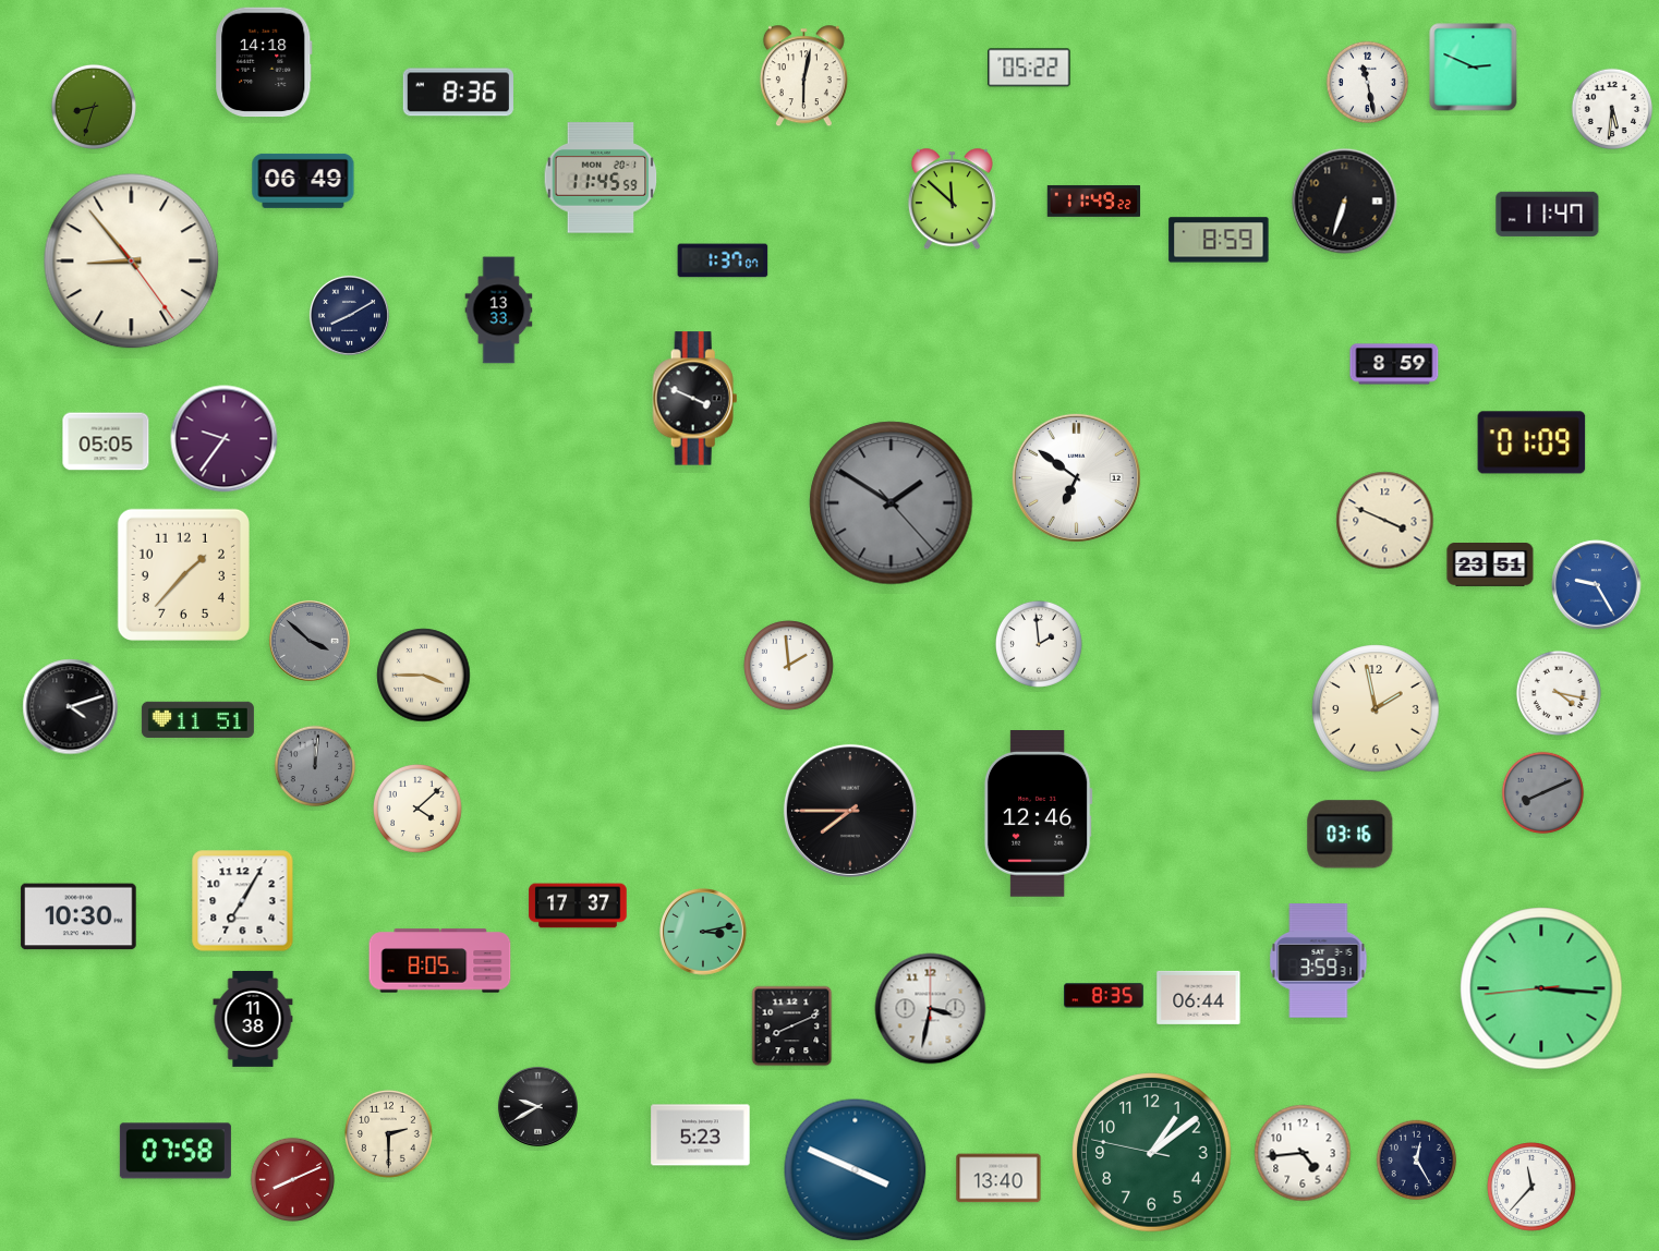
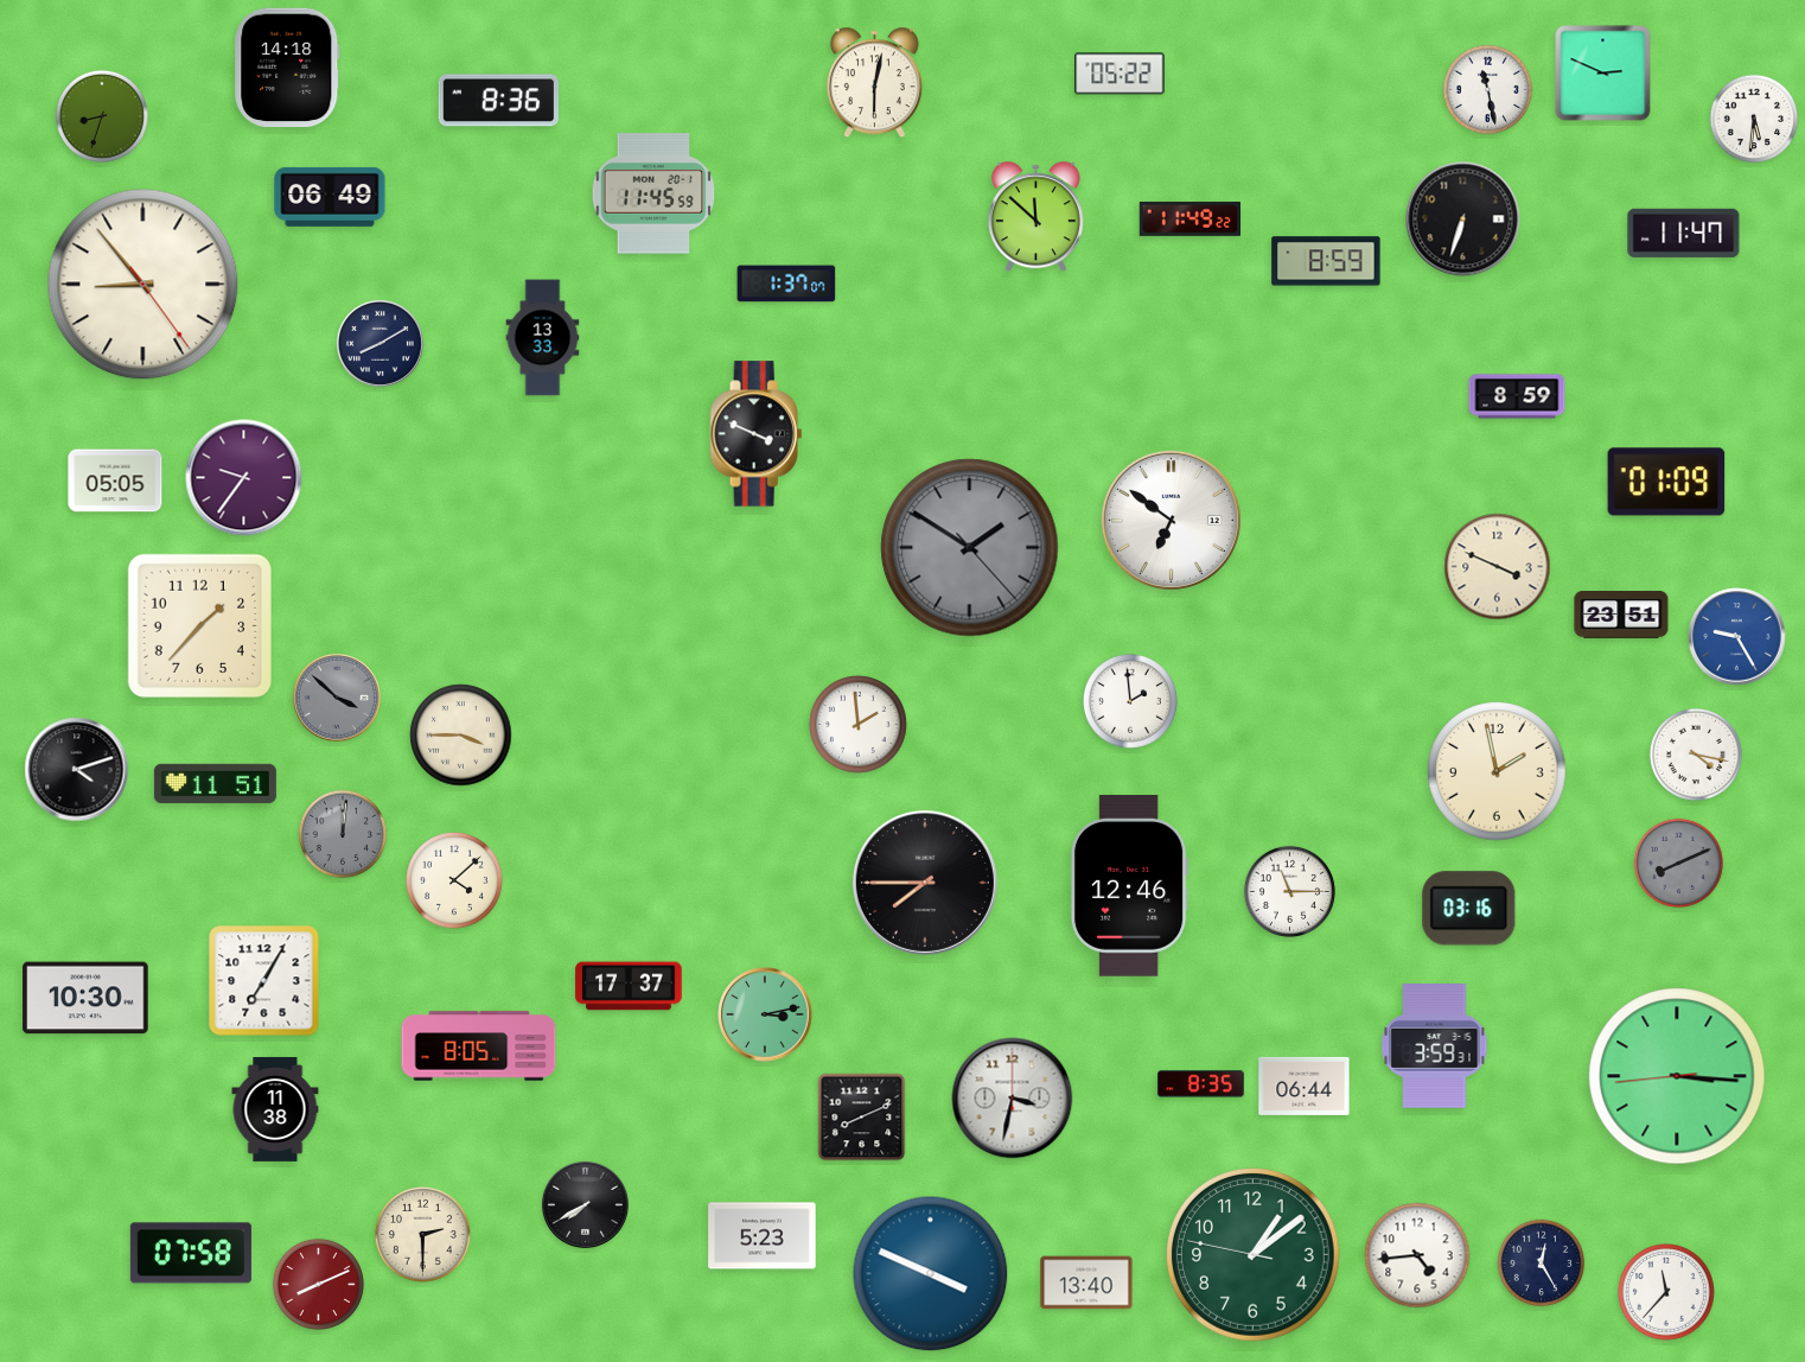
clock at (1385, 521) position: (1385, 521) -> (1498, 567)
clock at (1289, 891): none -> 11:15
clock at (537, 1106): 9:40 -> 7:40
